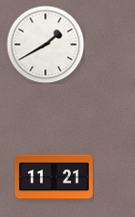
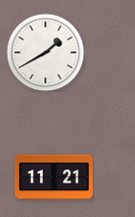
clock at (45, 44) position: (45, 44) -> (45, 52)
